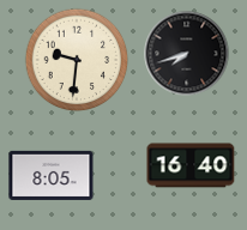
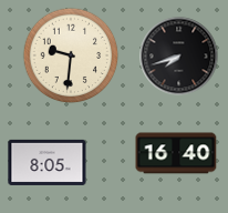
clock at (187, 54) position: (187, 54) -> (179, 57)
